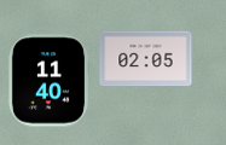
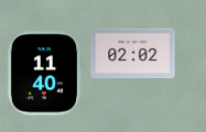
clock at (146, 59): 02:05 -> 02:02
